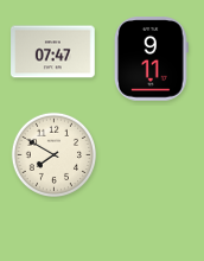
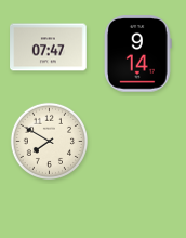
clock at (151, 59): 9:11 -> 9:14
